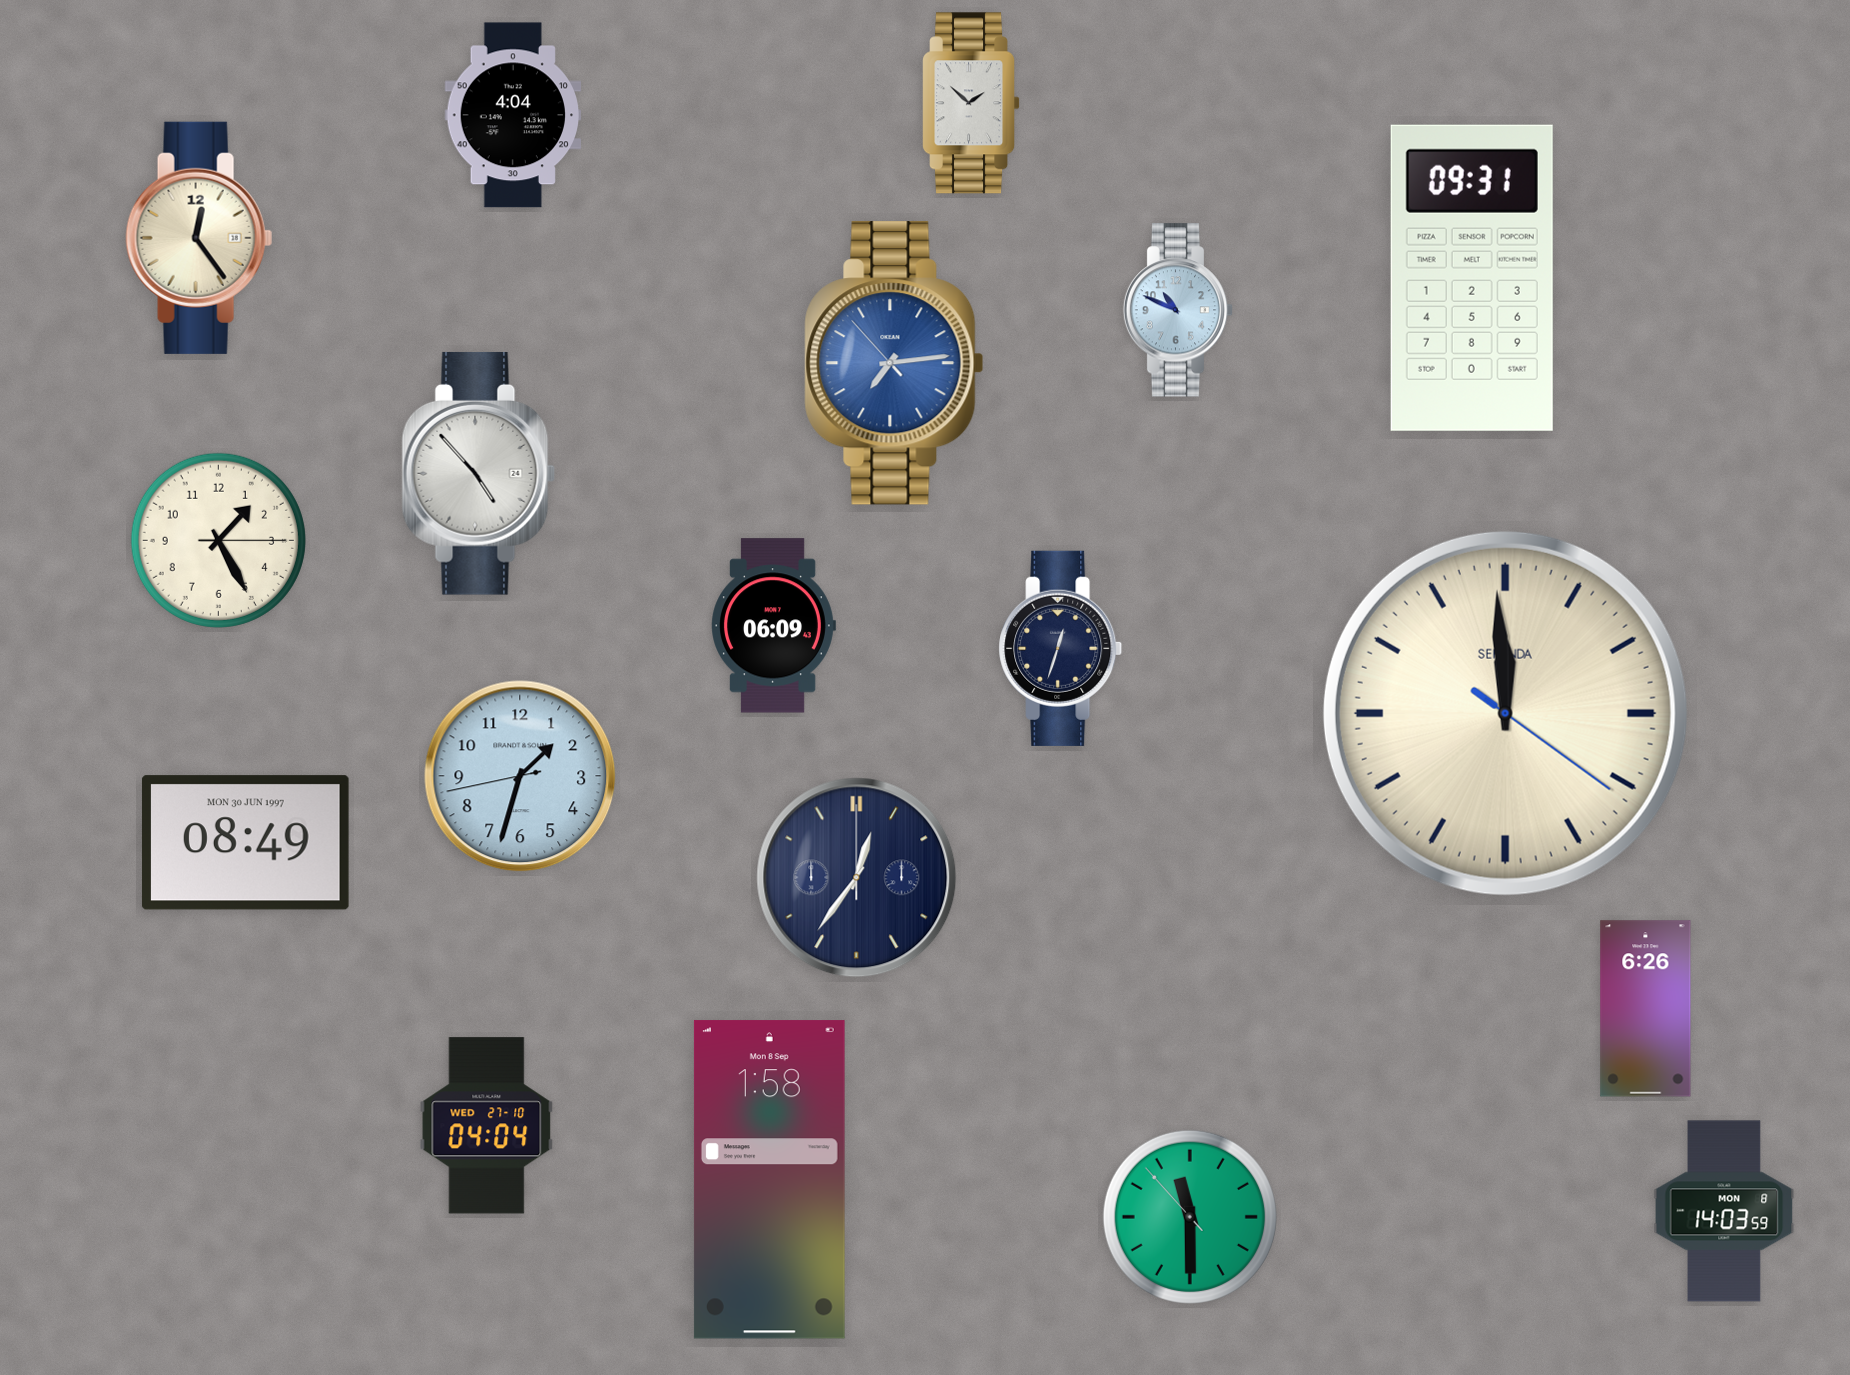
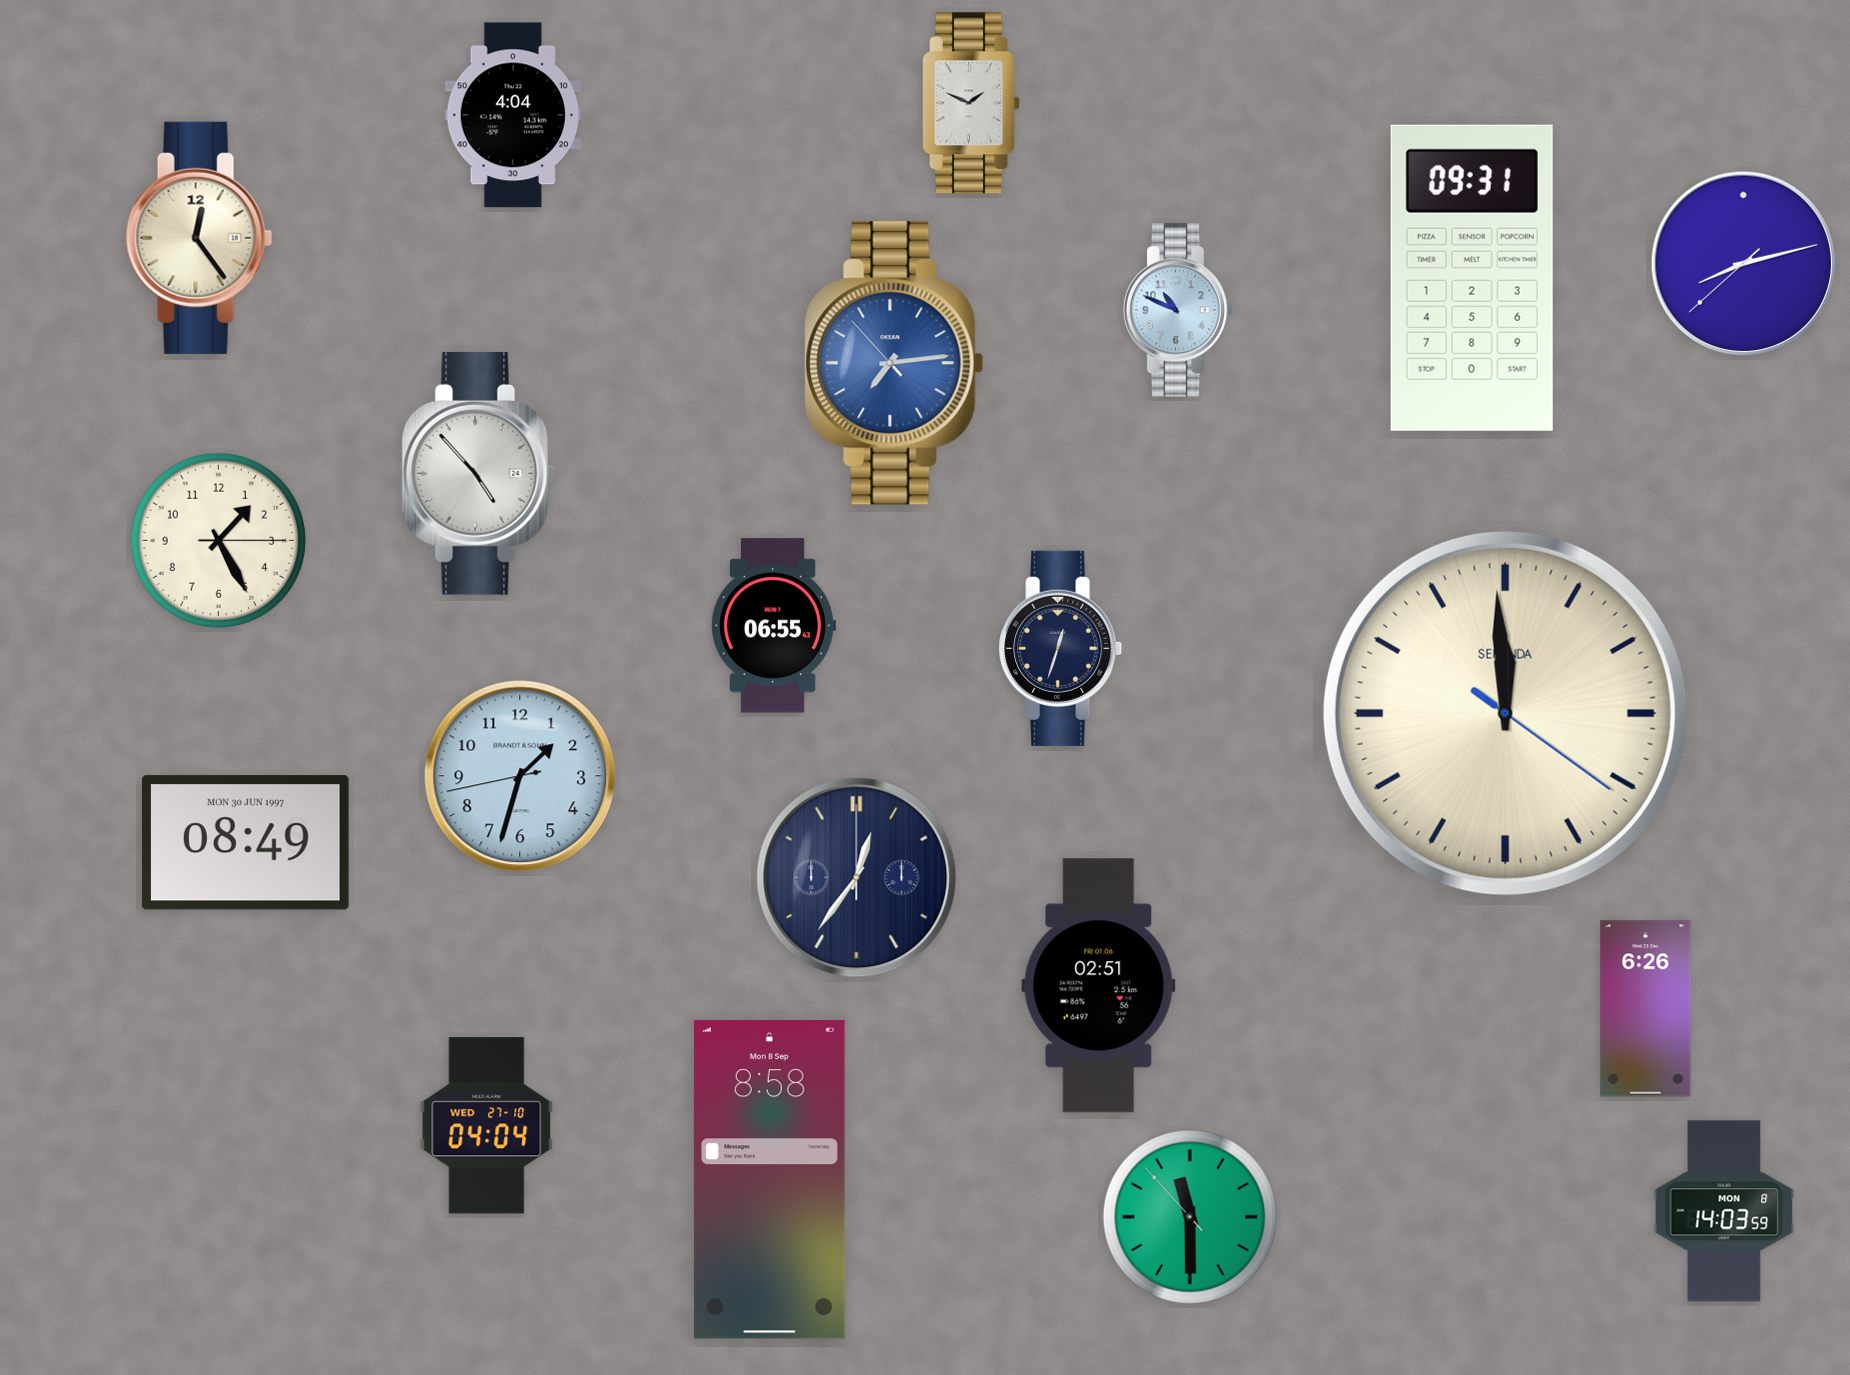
clock at (972, 103): 1:52 -> 1:49
clock at (1743, 263): none -> 8:12
clock at (773, 626): 06:09 -> 06:55
clock at (1099, 986): none -> 02:51
clock at (769, 1180): 1:58 -> 8:58
